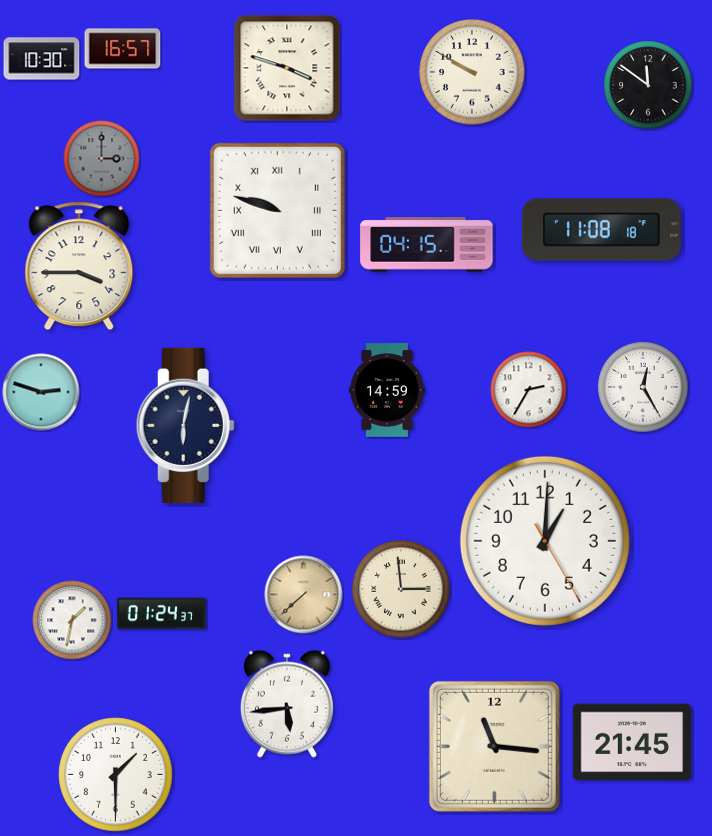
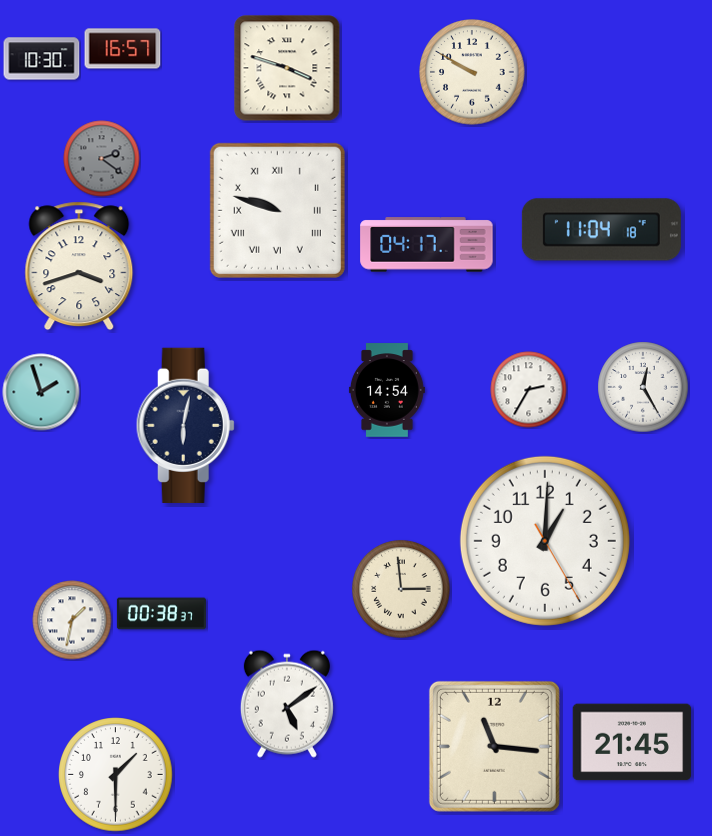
clock at (648, 85): 11:51 -> none
clock at (102, 159): 3:00 -> 2:21
clock at (601, 230): 11:08 -> 11:04
clock at (427, 245): 04:15 -> 04:17
clock at (79, 266): 3:45 -> 3:42
clock at (387, 390): 14:59 -> 14:54
clock at (41, 392): 2:48 -> 1:57
clock at (304, 595): 7:38 -> none
clock at (161, 614): 01:24 -> 00:38
clock at (287, 704): 5:44 -> 5:09
